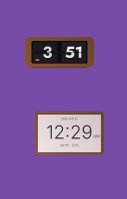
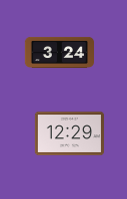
clock at (59, 52): 3:51 -> 3:24
